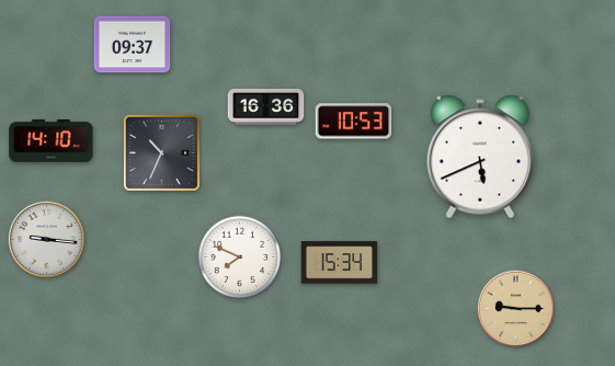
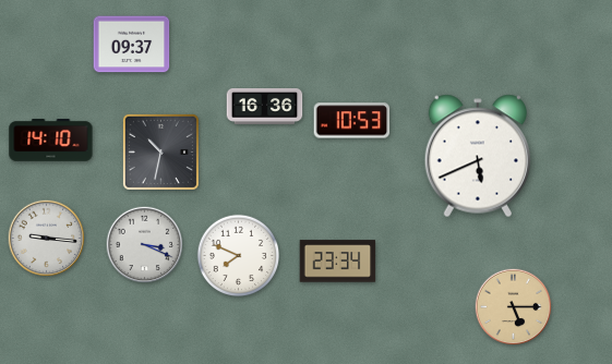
clock at (161, 152): 10:34 -> 10:32
clock at (145, 245): none -> 3:19
clock at (340, 263): 15:34 -> 23:34
clock at (516, 309): 9:15 -> 5:15
